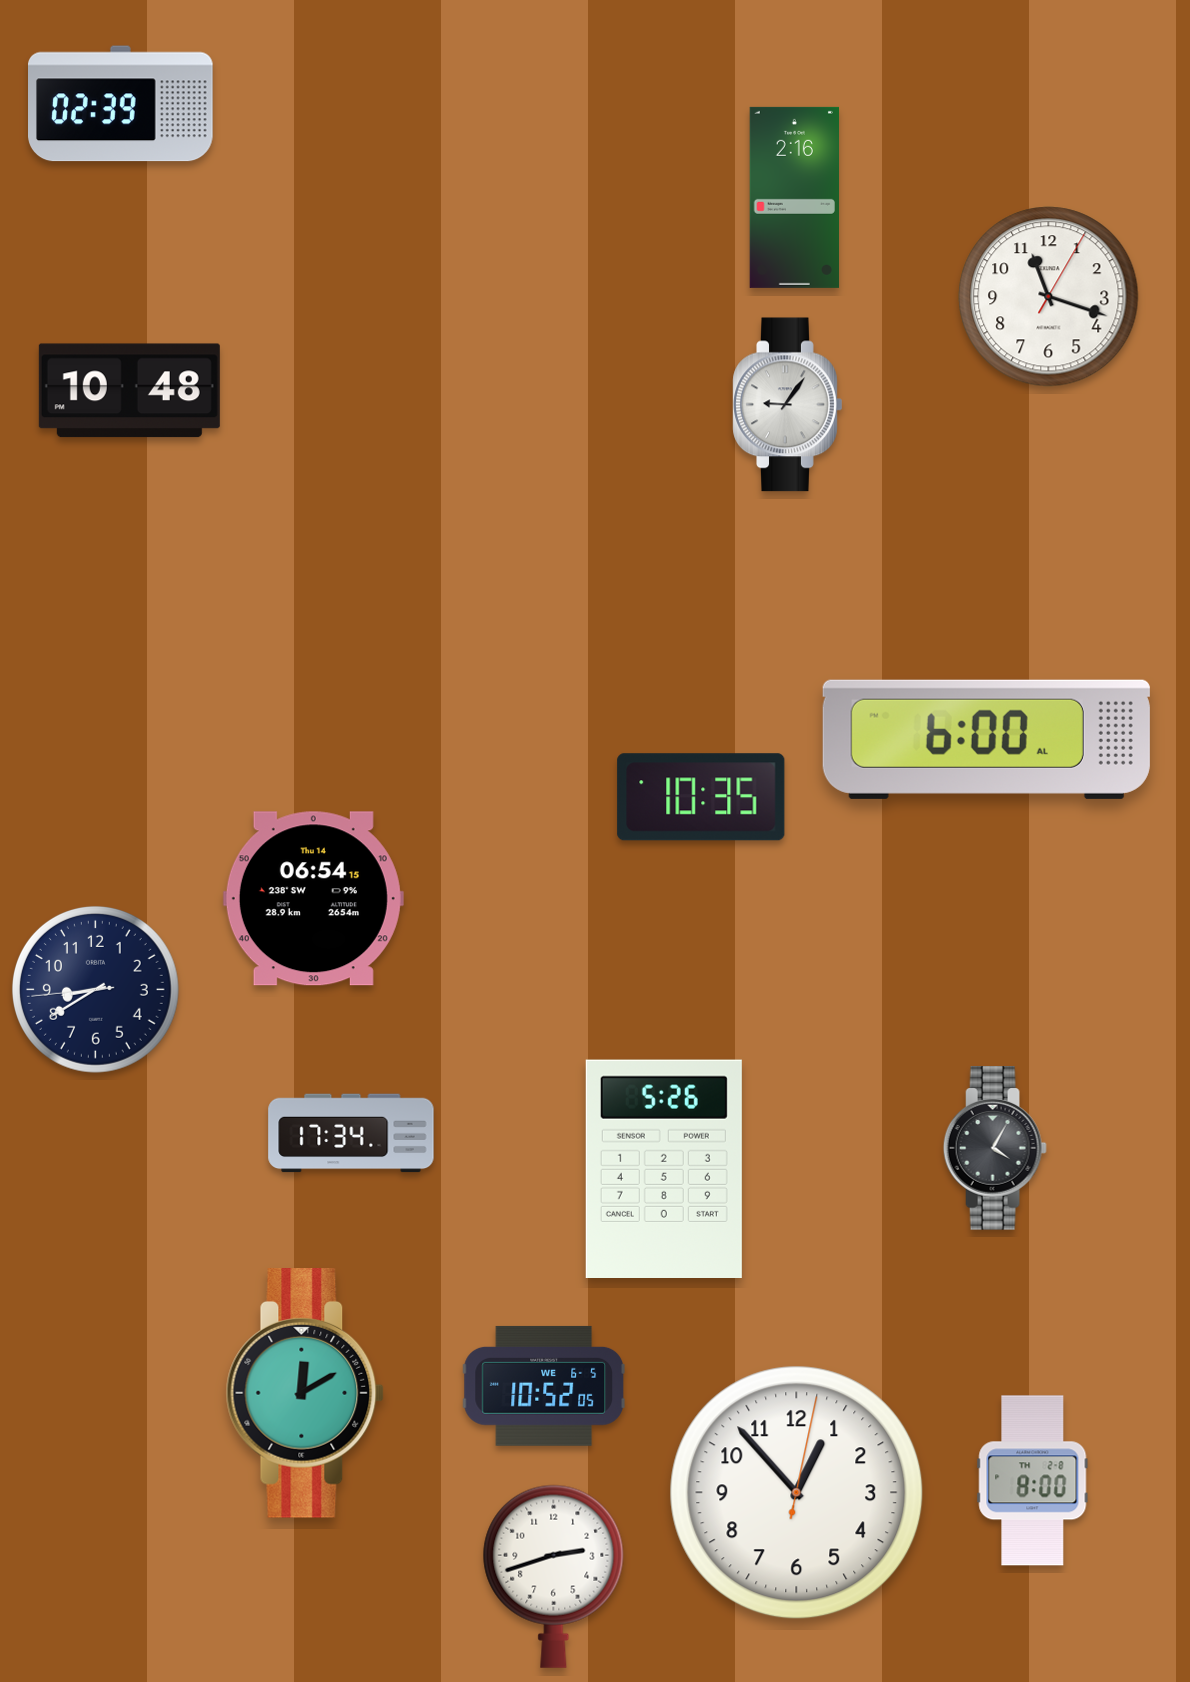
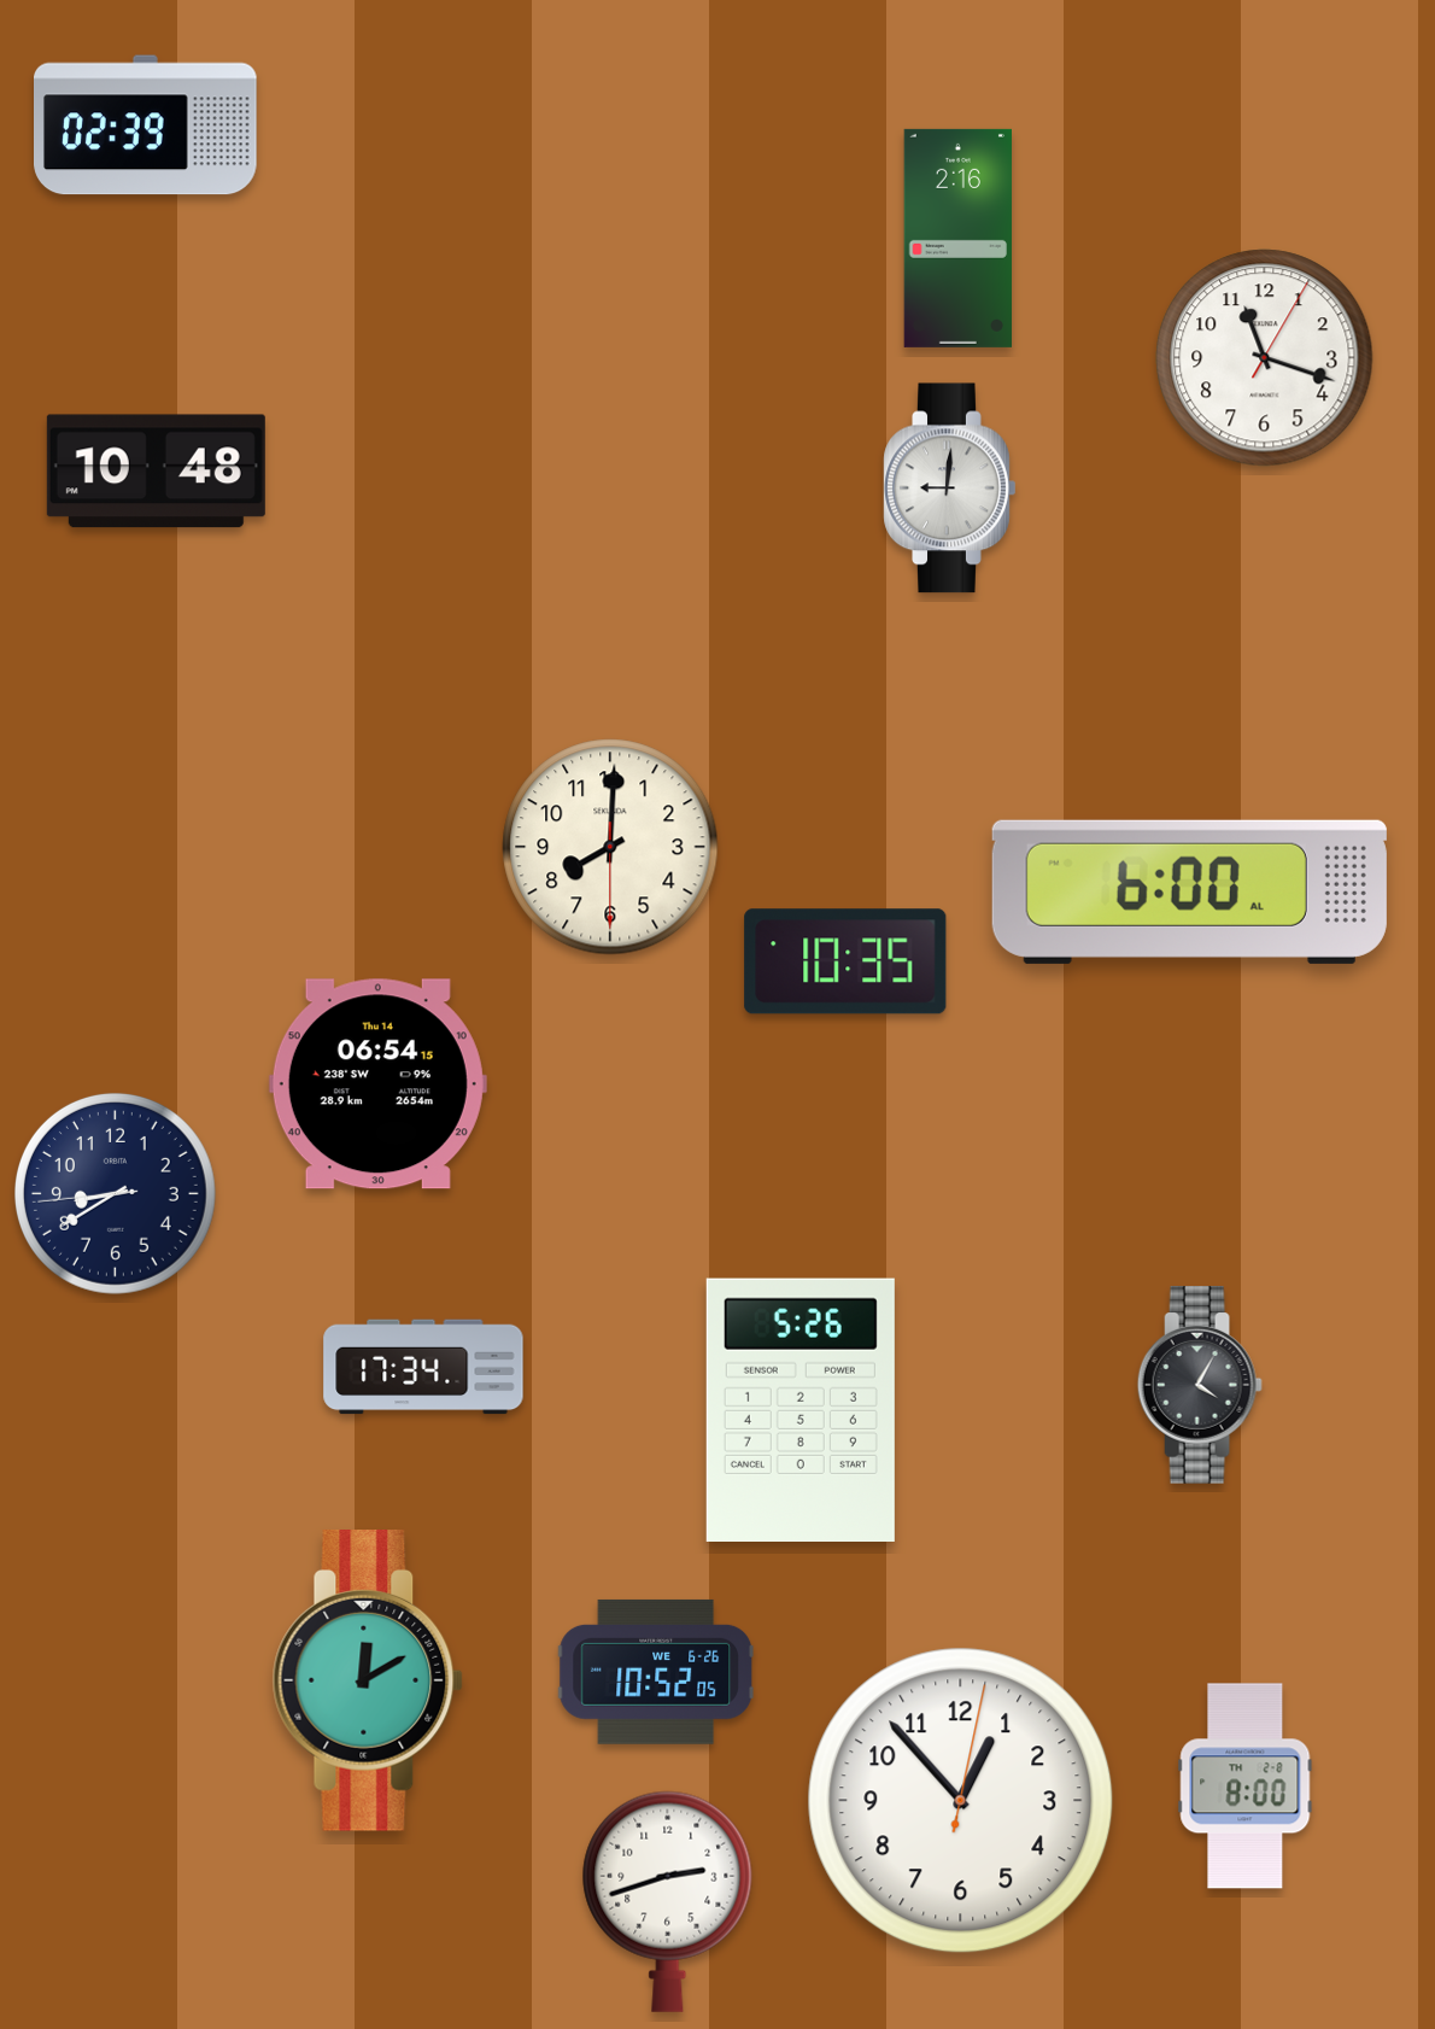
clock at (788, 405): 9:06 -> 9:01
clock at (610, 847): none -> 8:00
clock at (544, 1386) date: WE 6-5 -> WE 6-26
